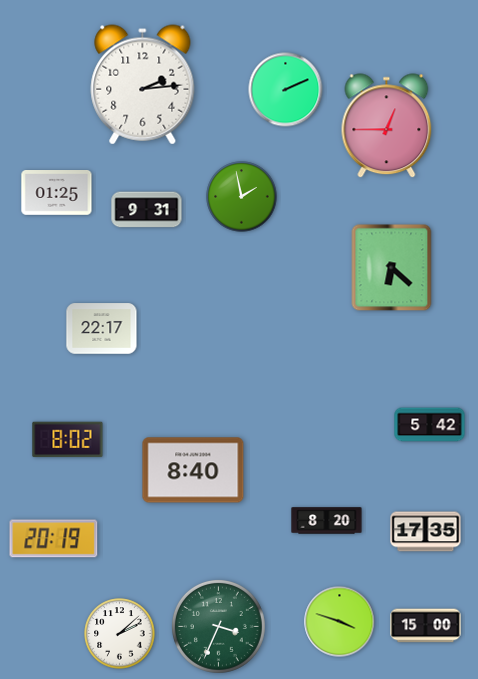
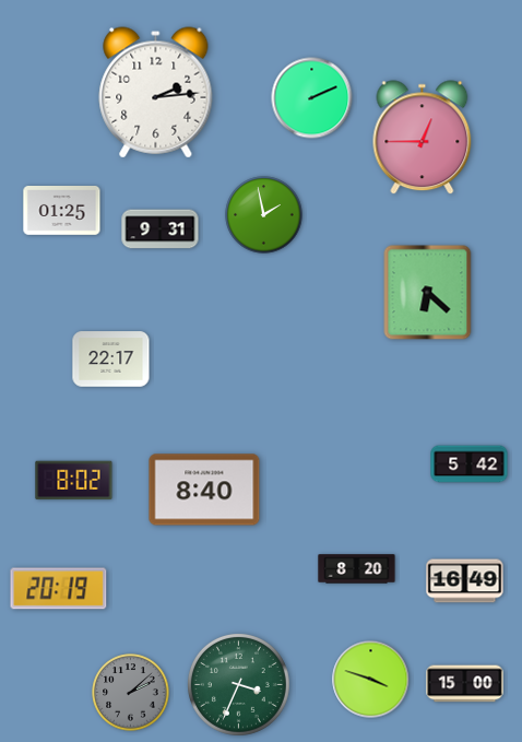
clock at (193, 470) position: (193, 470) -> (204, 490)
clock at (426, 532): 17:35 -> 16:49
clock at (120, 634) dial: white -> grey
